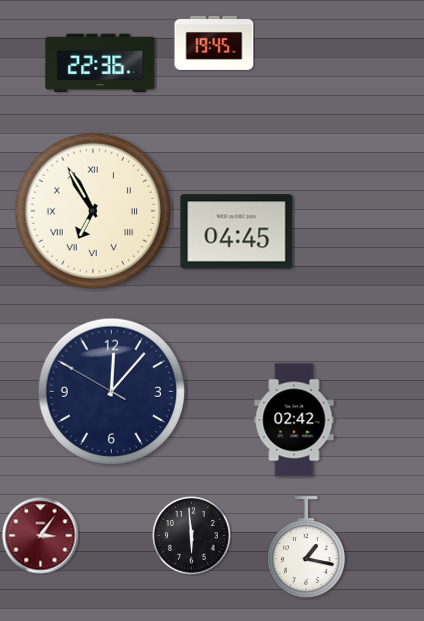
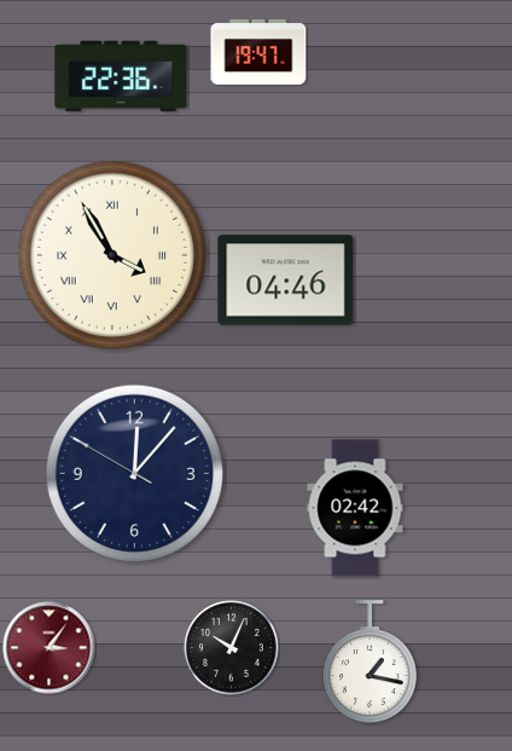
clock at (214, 43): 19:45 -> 19:47
clock at (93, 211): 6:55 -> 3:55
clock at (237, 232): 04:45 -> 04:46
clock at (192, 536): 5:59 -> 10:04
